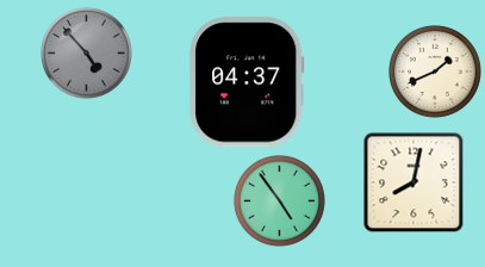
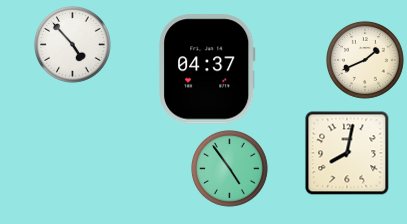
clock at (87, 54) dial: grey -> white
clock at (280, 201) position: (280, 201) -> (230, 169)
